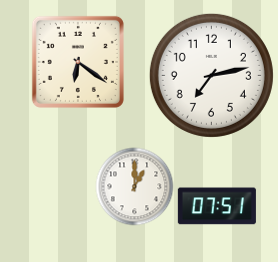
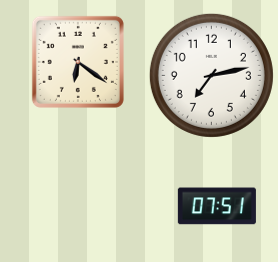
clock at (134, 186): 1:00 -> none
